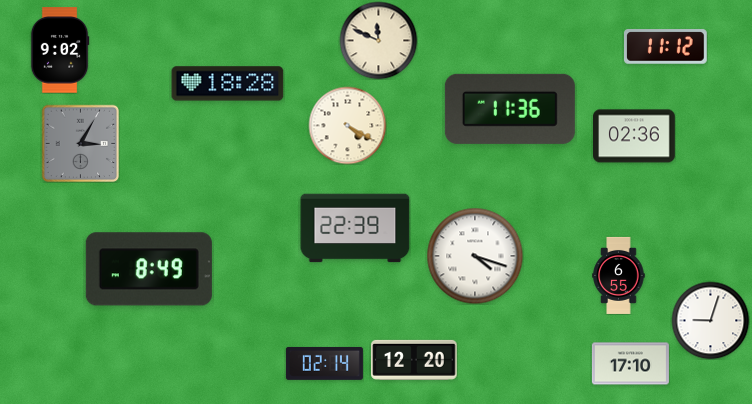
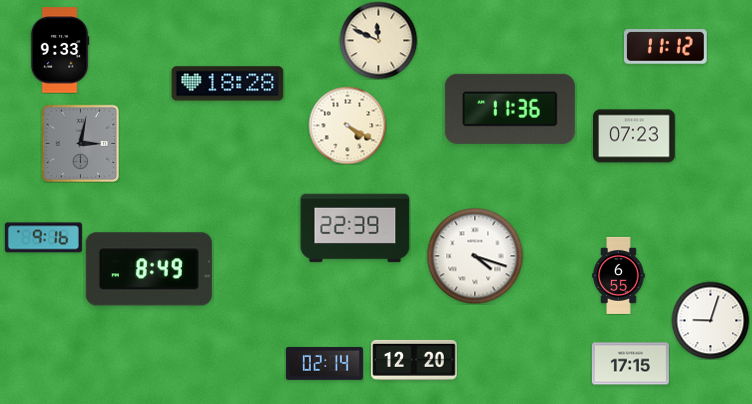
clock at (60, 50): 9:02 -> 9:33
clock at (635, 136): 02:36 -> 07:23
clock at (80, 143): 3:05 -> 3:02
clock at (43, 238): none -> 9:16
clock at (630, 364): 17:10 -> 17:15
